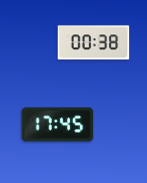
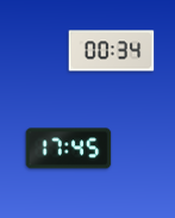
clock at (94, 43): 00:38 -> 00:34
